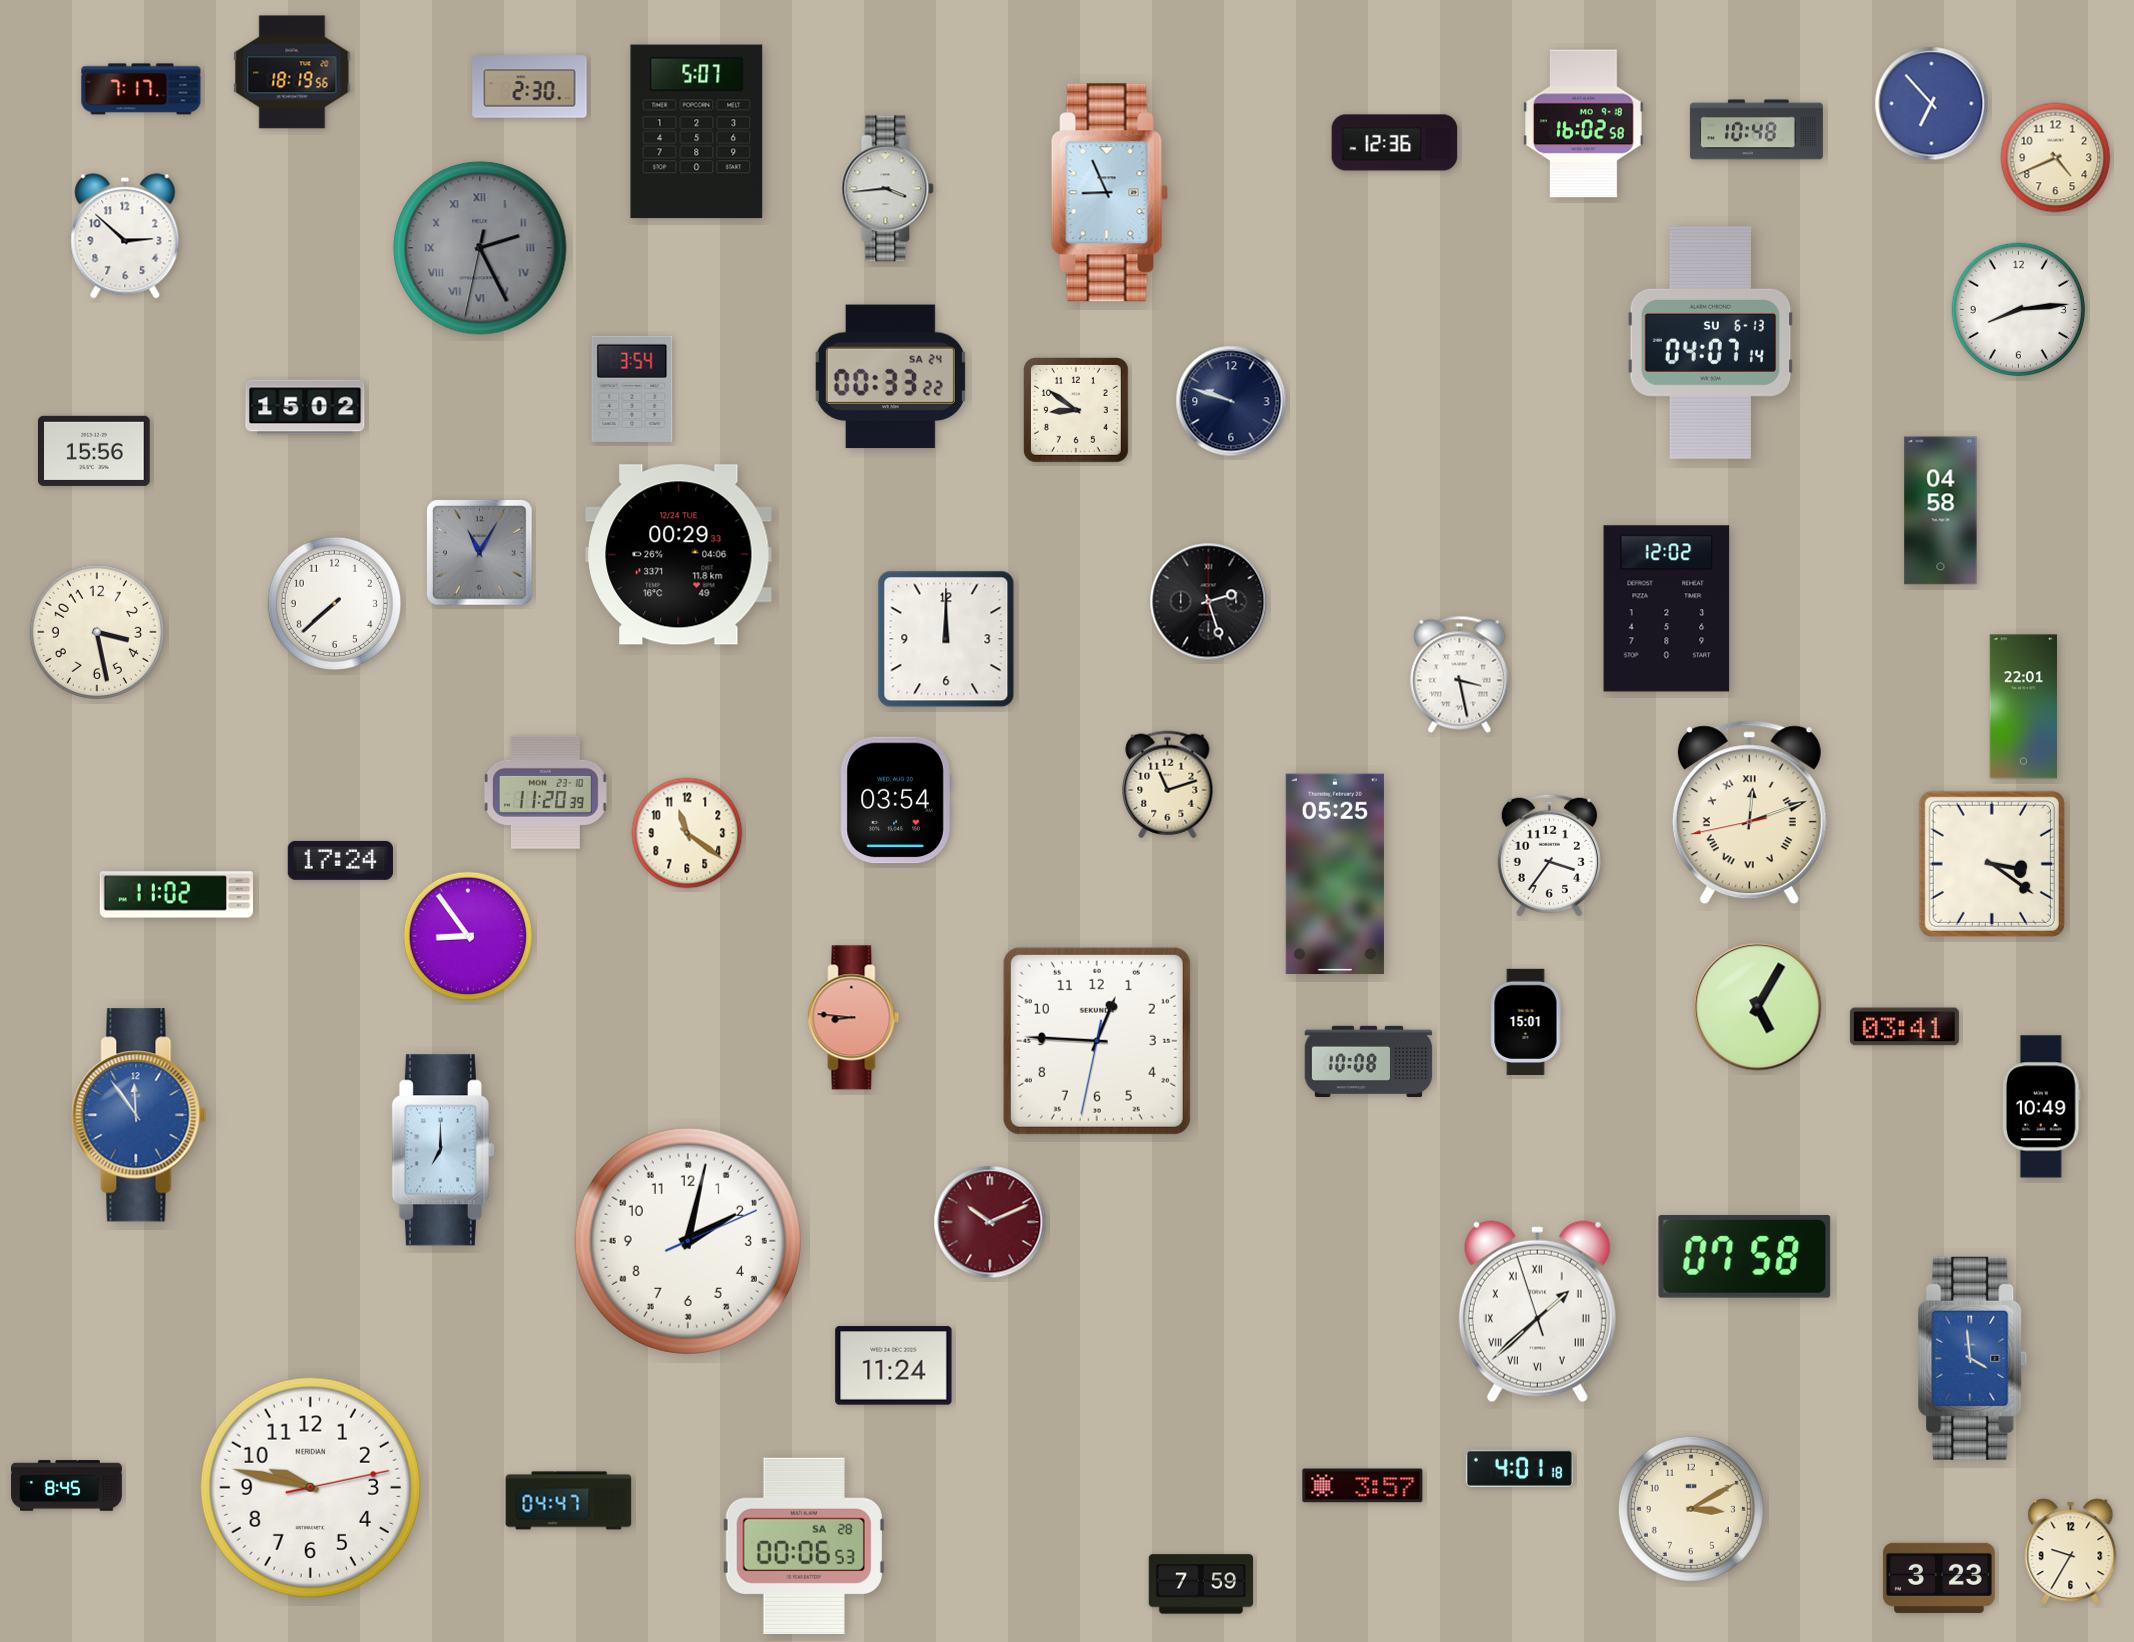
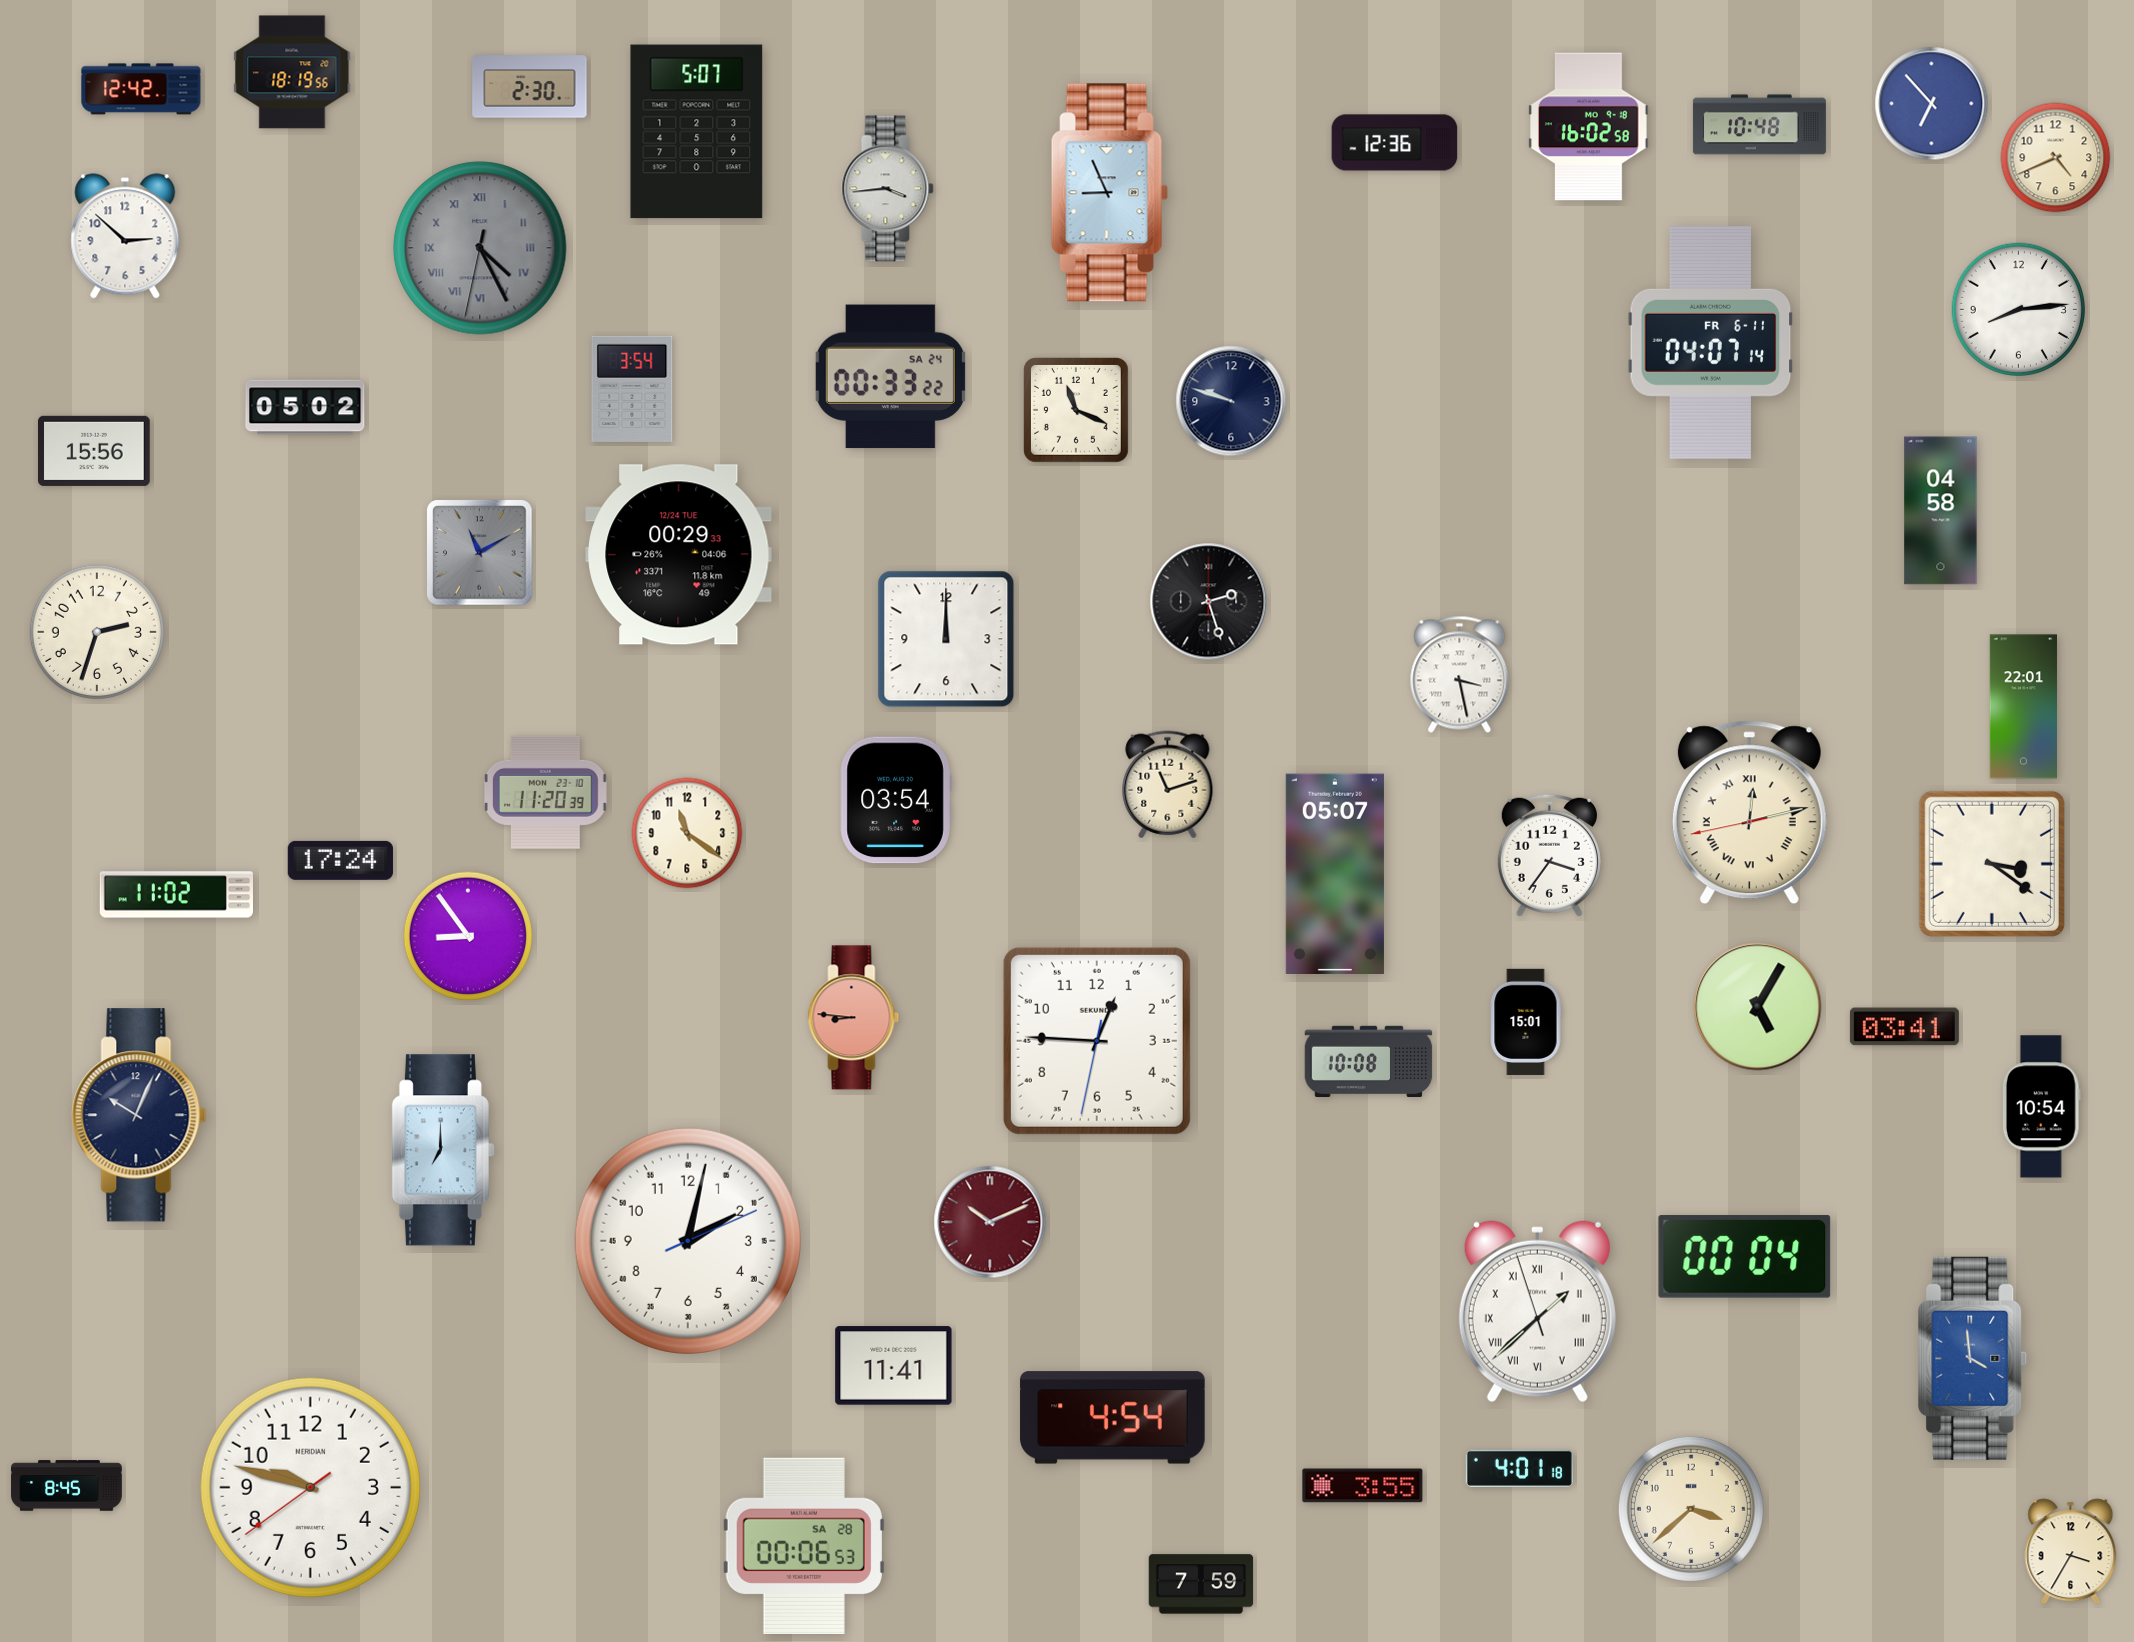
clock at (141, 89): 7:17 -> 12:42
clock at (1584, 124) position: (1584, 124) -> (1589, 127)
clock at (1756, 130) position: (1756, 130) -> (1759, 125)
clock at (480, 248): 2:25 -> 4:25
clock at (1711, 343) date: SU 6-13 -> FR 6-11
clock at (305, 407): 15:02 -> 05:02
clock at (1077, 411): 8:51 -> 11:19
clock at (480, 553): 11:05 -> 11:10
clock at (334, 603): 7:38 -> none
clock at (1667, 609): 12:02 -> none
clock at (97, 632): 3:28 -> 2:33
clock at (1749, 813): 12:11 -> 12:12
clock at (1335, 873): 05:25 -> 05:07
clock at (2041, 1107): 10:49 -> 10:54
clock at (139, 1115): 11:54 -> 10:04
clock at (139, 1115) dial: blue -> navy
clock at (1745, 1257): 07:58 -> 00:04
clock at (894, 1366): 11:24 -> 11:41
clock at (1113, 1418): none -> 4:54
clock at (1363, 1486): 3:57 -> 3:55
clock at (310, 1487): 9:47:13 -> 9:47:39
clock at (569, 1501): 04:47 -> none
clock at (1691, 1509): 3:10 -> 3:38
clock at (2071, 1552): 9:35 -> 3:35
clock at (1939, 1578): 3:23 -> none
